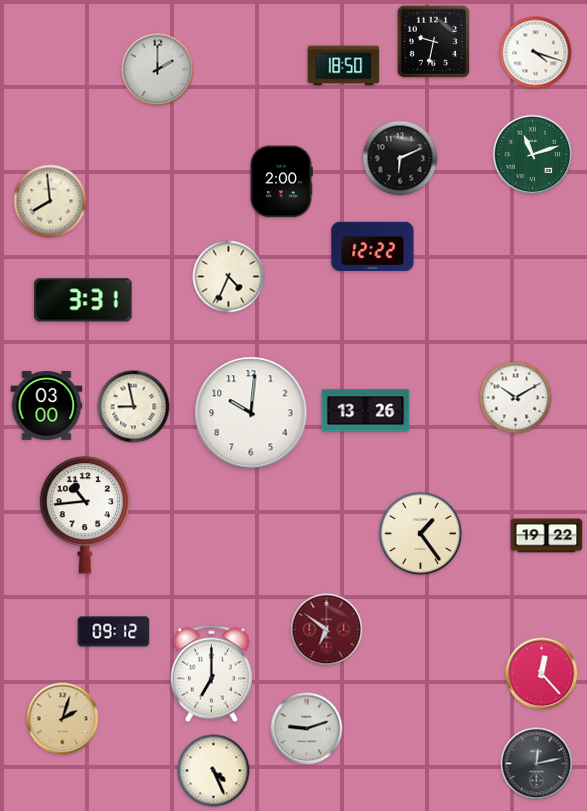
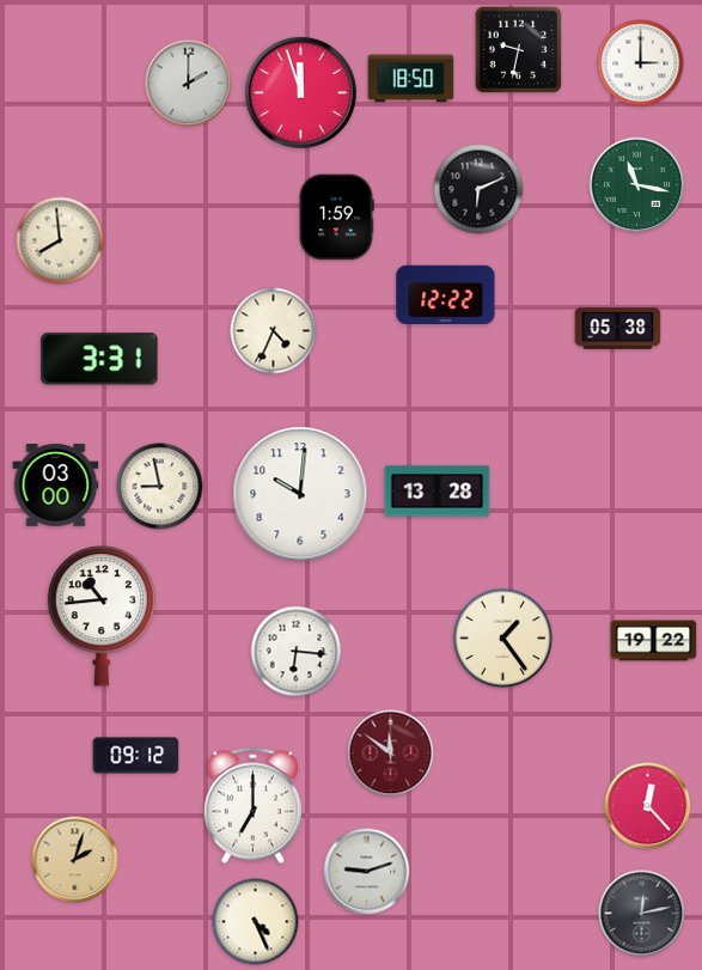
clock at (536, 53): 4:18 -> 3:00
clock at (300, 92): none -> 11:57
clock at (533, 155): 11:12 -> 11:17
clock at (281, 182): 2:00 -> 1:59
clock at (618, 329): none -> 05:38
clock at (516, 398): 10:10 -> none
clock at (366, 411): 13:26 -> 13:28
clock at (297, 652): none -> 6:16
clock at (327, 630): 6:51 -> 11:51
